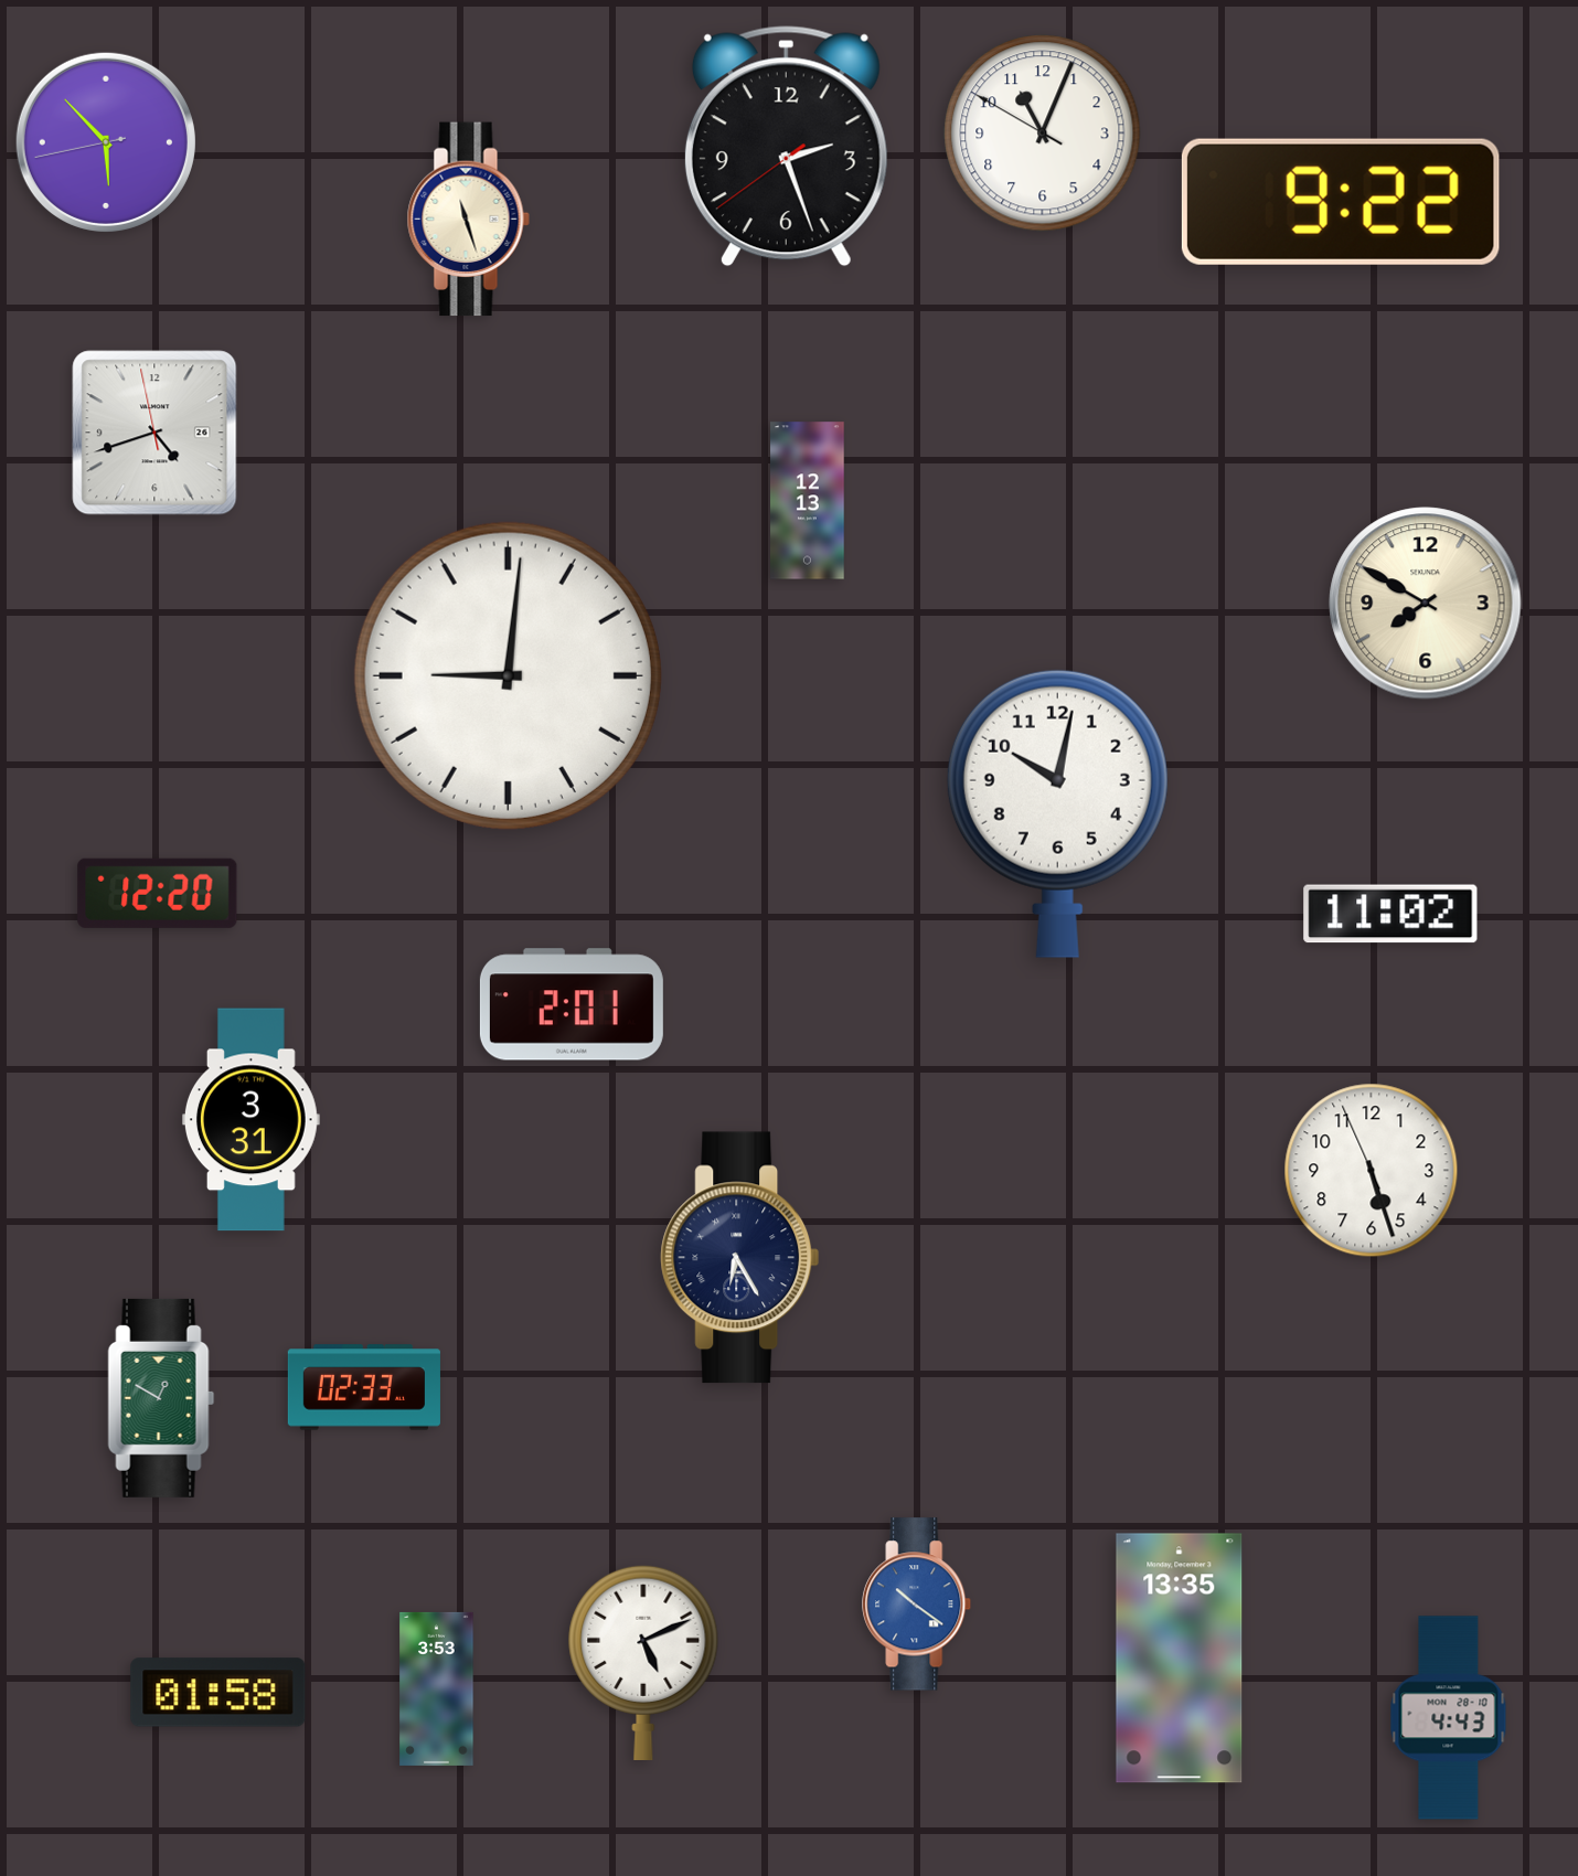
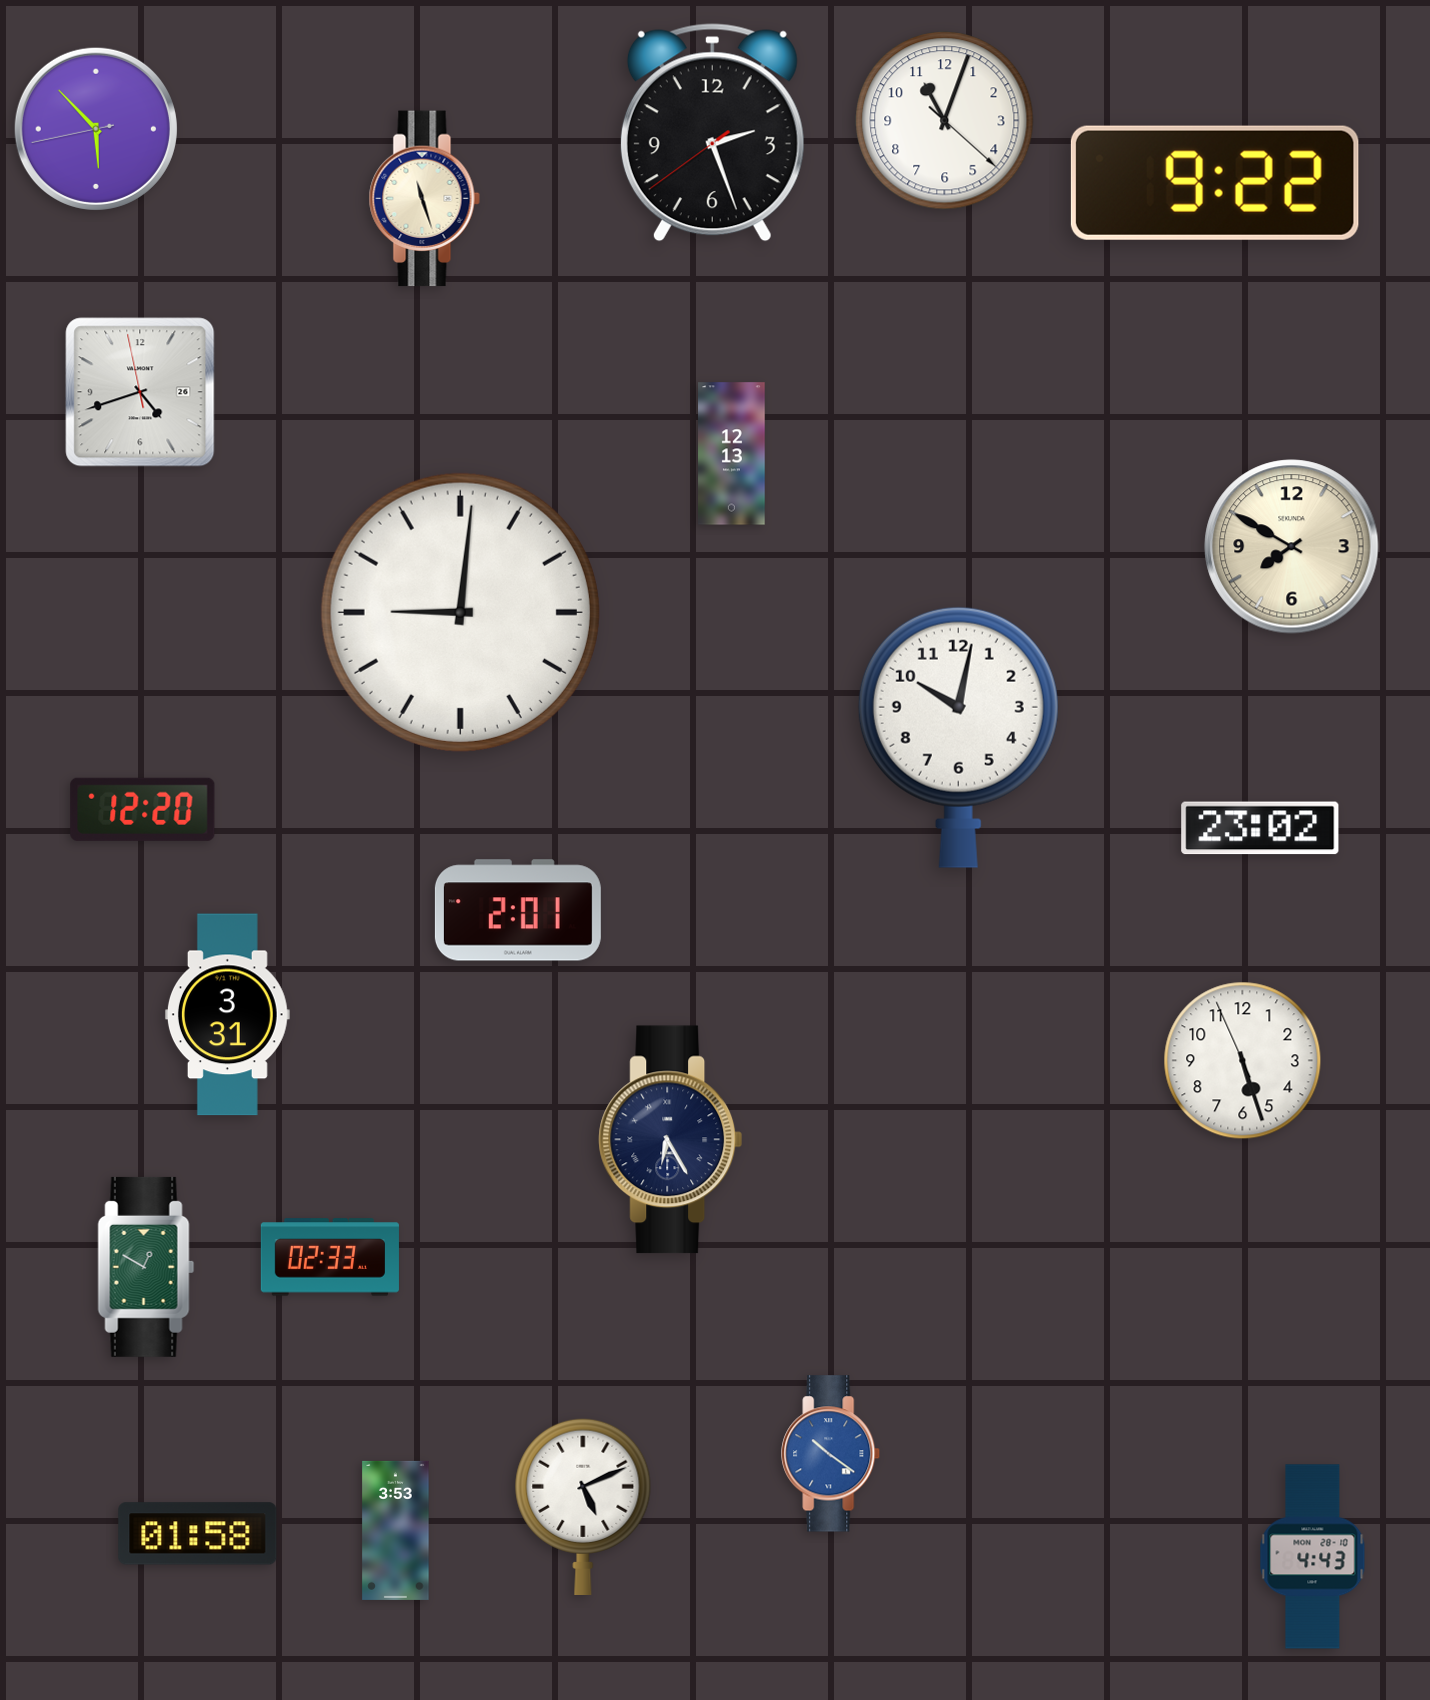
clock at (1043, 134): 11:03:50 -> 11:03:22
clock at (1390, 914): 11:02 -> 23:02
clock at (1180, 1659): 13:35 -> none
